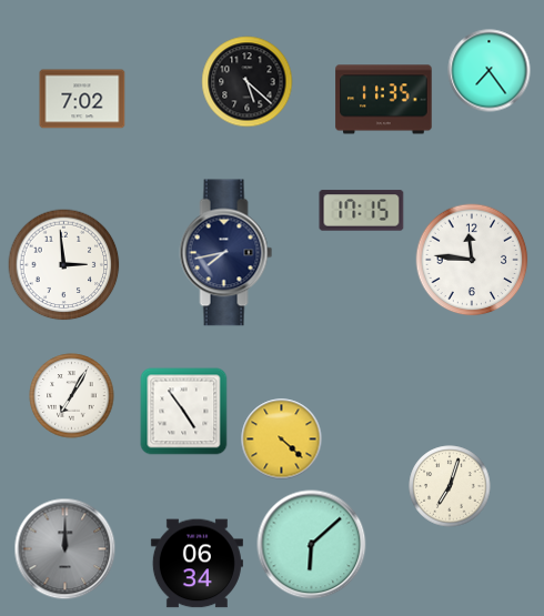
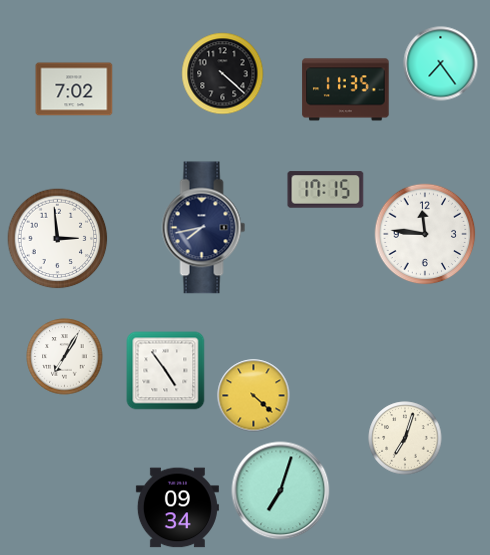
clock at (248, 82): 5:22 -> 4:22
clock at (312, 545): 6:08 -> 7:03
clock at (66, 549): 12:00 -> none
clock at (197, 564): 06:34 -> 09:34
